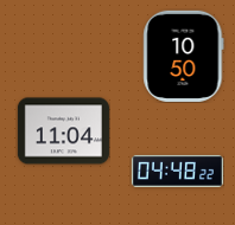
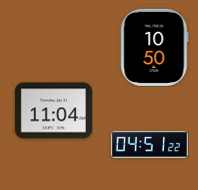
clock at (177, 171): 04:48 -> 04:51
